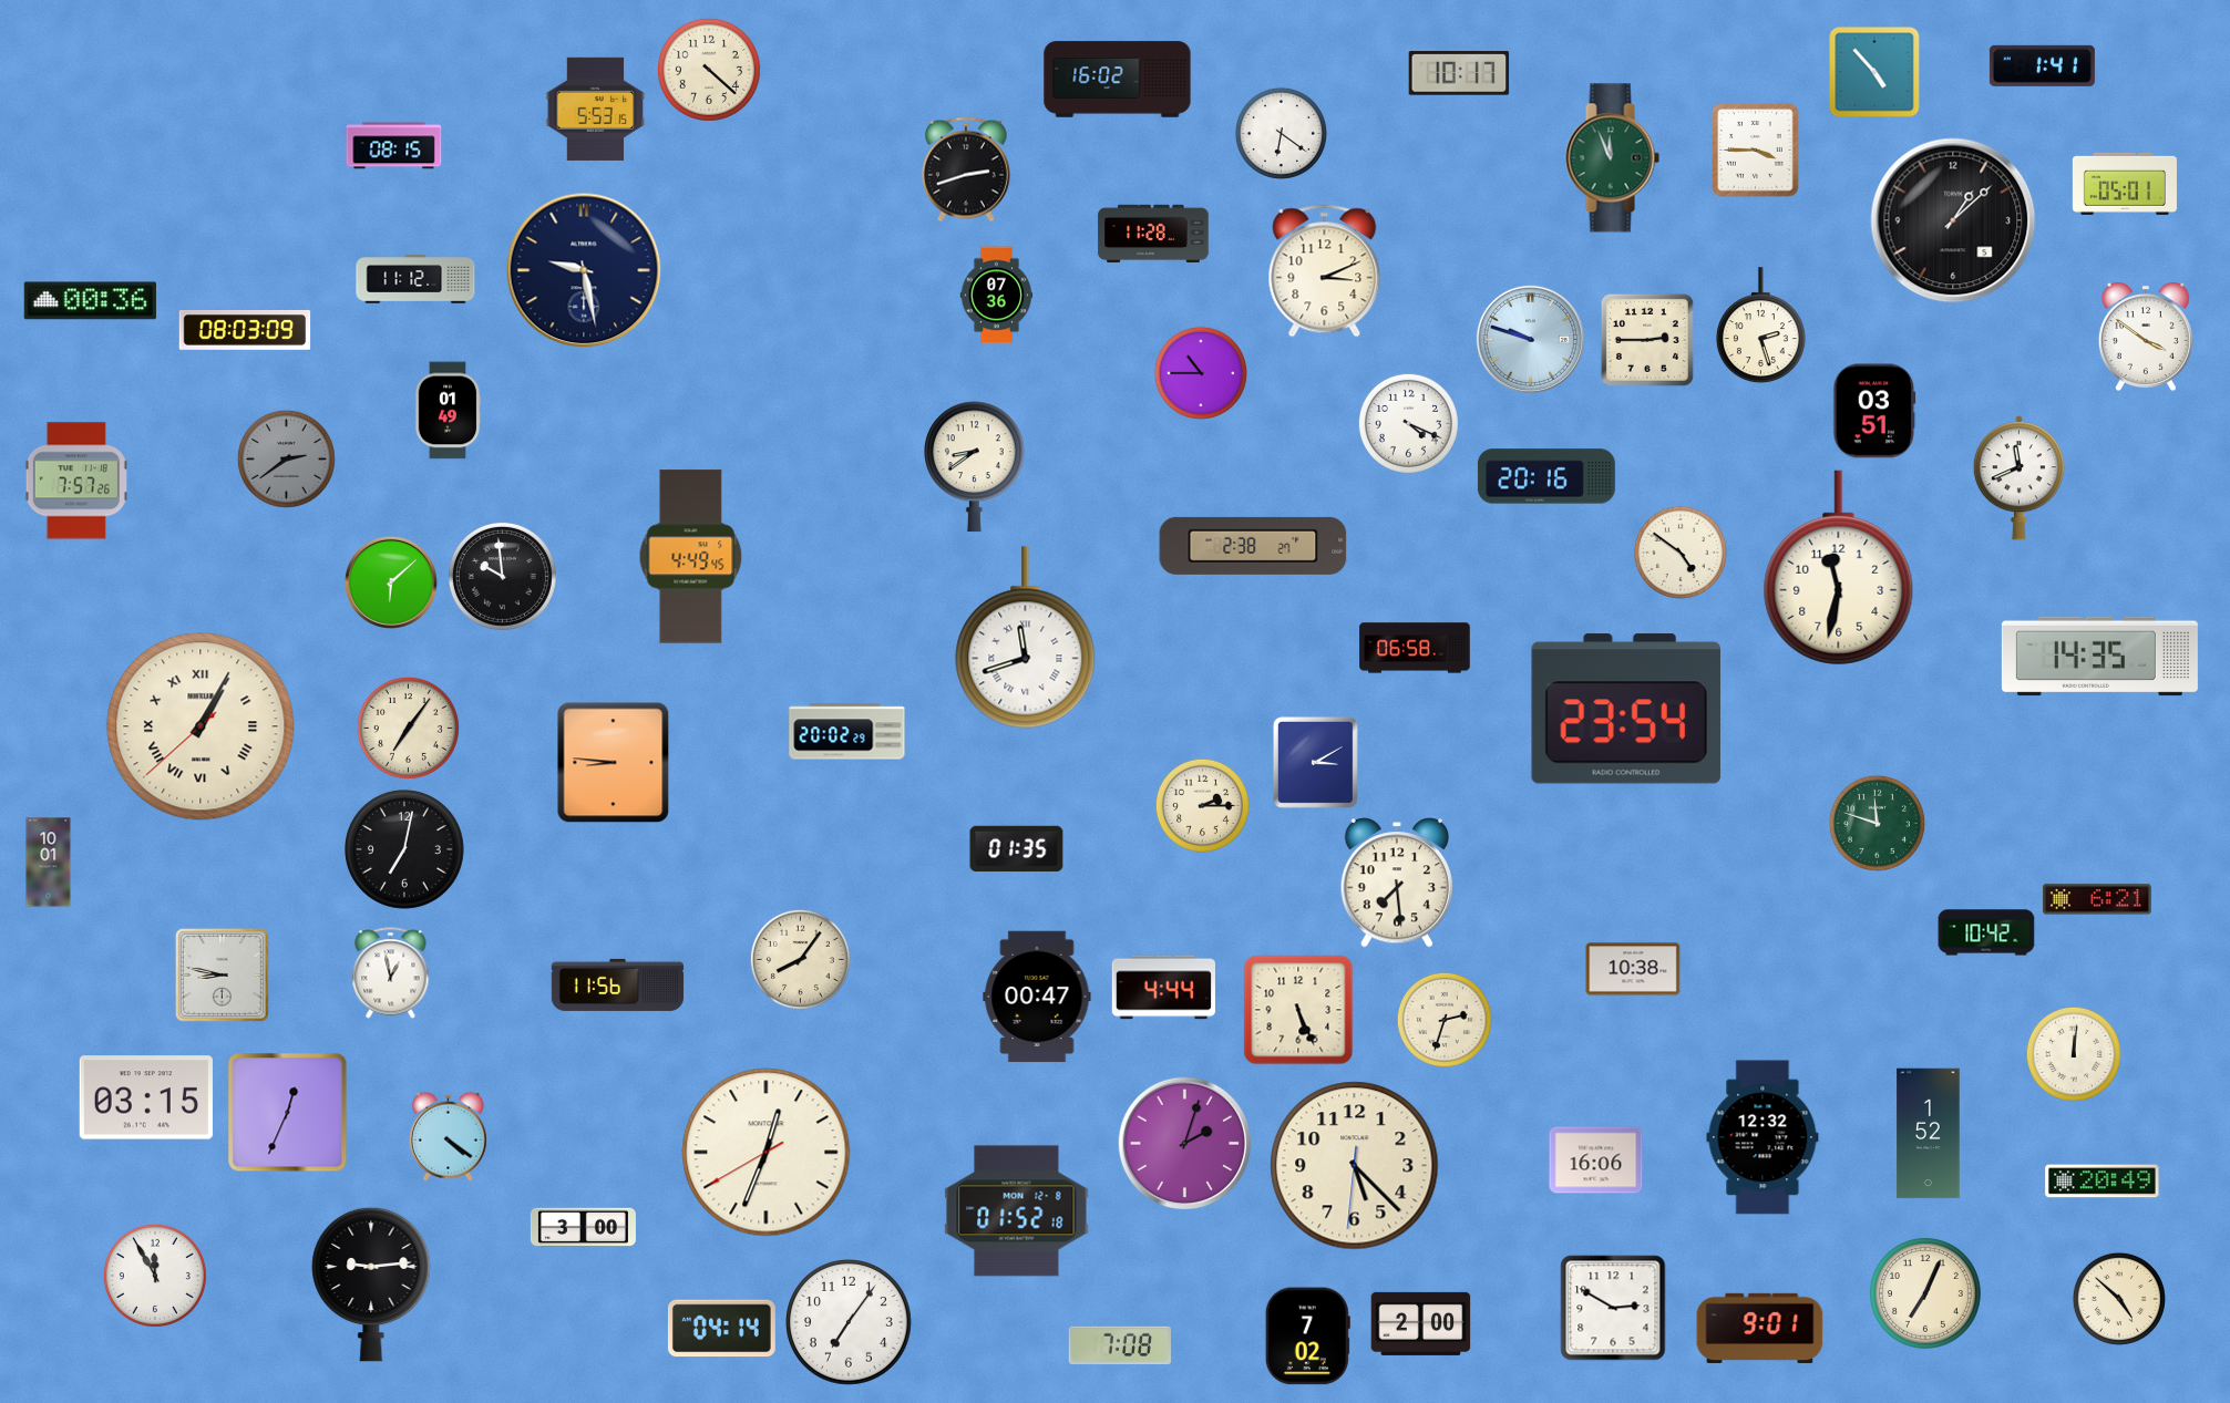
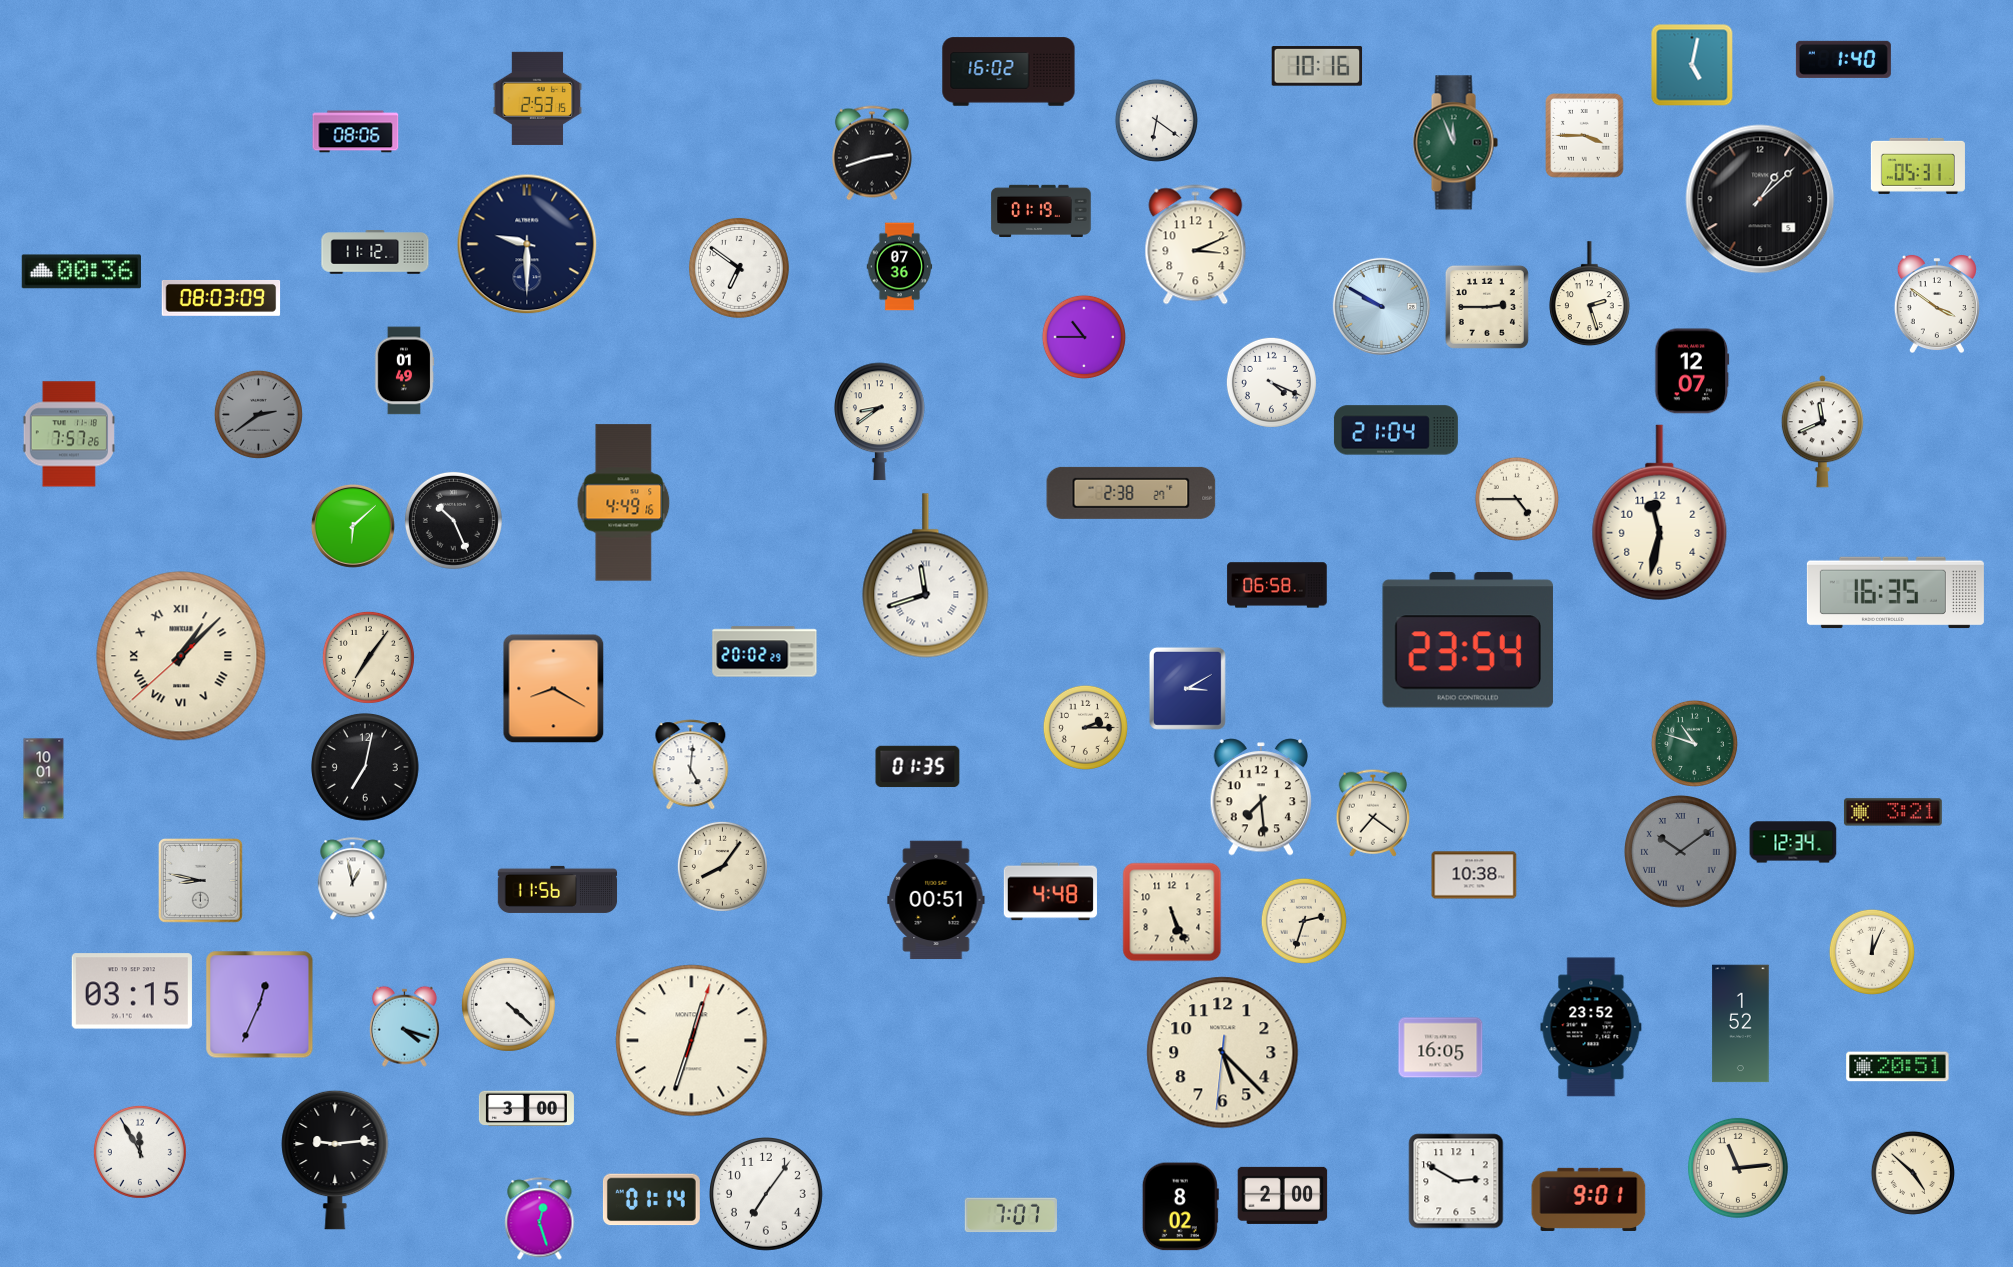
clock at (2042, 65): 1:41 -> 1:40
clock at (709, 70): 4:22 -> none
clock at (1874, 72): 4:53 -> 5:02
clock at (1459, 73): 10:17 -> 10:16
clock at (596, 109): 5:53 -> 2:53
clock at (394, 146): 08:15 -> 08:06
clock at (2125, 184): 05:01 -> 05:31
clock at (1953, 220) position: (1953, 220) -> (1760, 199)
clock at (1153, 233): 11:28 -> 01:19
clock at (584, 270): 9:28 -> 9:30
clock at (739, 268): none -> 6:51
clock at (1530, 339): 9:48 -> 9:50
clock at (1874, 411): 03:51 -> 12:07
clock at (1546, 476): 20:16 -> 21:04
clock at (1681, 553): 4:51 -> 4:45
clock at (691, 557): 4:49:45 -> 4:49:16
clock at (502, 576): 9:59 -> 10:26
clock at (2099, 657): 14:35 -> 16:35
clock at (201, 726): 1:04 -> 1:07
clock at (847, 732) position: (847, 732) -> (765, 652)
clock at (614, 763): 8:46 -> 8:20
clock at (1877, 823): 11:48 -> 10:48
clock at (691, 765): none -> 5:01
clock at (2097, 899): 6:21 -> 3:21
clock at (1372, 813): none -> 7:21
clock at (1986, 932): 10:42 -> 12:34
clock at (1681, 852): none -> 10:09
clock at (1163, 988): 4:44 -> 4:48
clock at (1037, 997): 00:47 -> 00:51
clock at (2074, 1054): 12:01 -> 12:04
clock at (508, 1004): none -> 4:22
clock at (448, 1136): 4:21 -> 4:18
clock at (1763, 1137): 12:32 -> 23:52
clock at (1185, 1144): 2:03 -> none
clock at (767, 1153): 12:33:40 -> 12:33:03
clock at (1596, 1160): 16:06 -> 16:05
clock at (2103, 1182): 20:49 -> 20:51
clock at (1017, 1211): 01:52 -> none
clock at (1925, 1293): 7:04 -> 11:14
clock at (721, 1329): 04:14 -> 01:14
clock at (1307, 1337): 7:02 -> 8:02
clock at (1119, 1345): 7:08 -> 7:07
clock at (540, 1219): none -> 12:27
